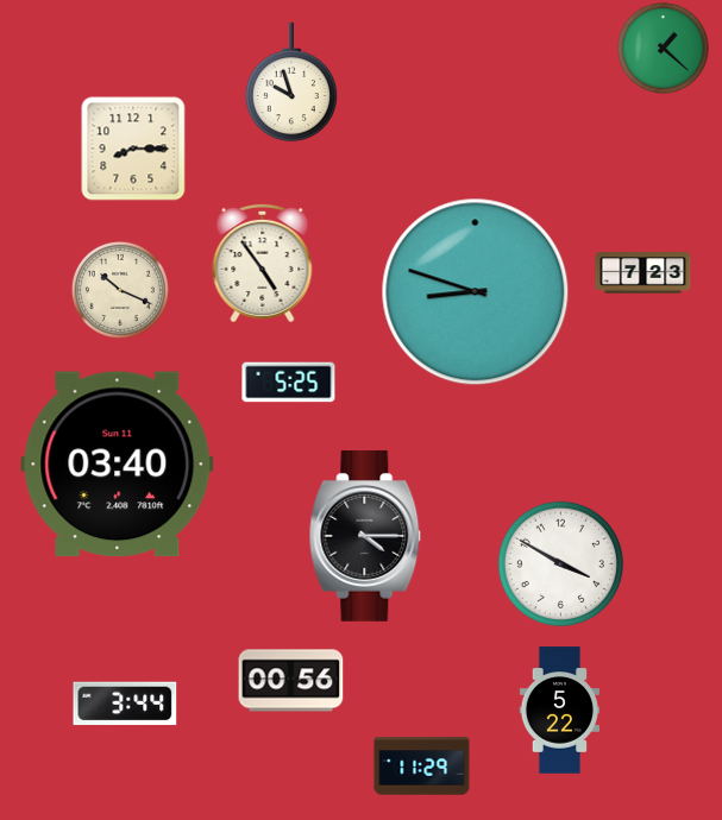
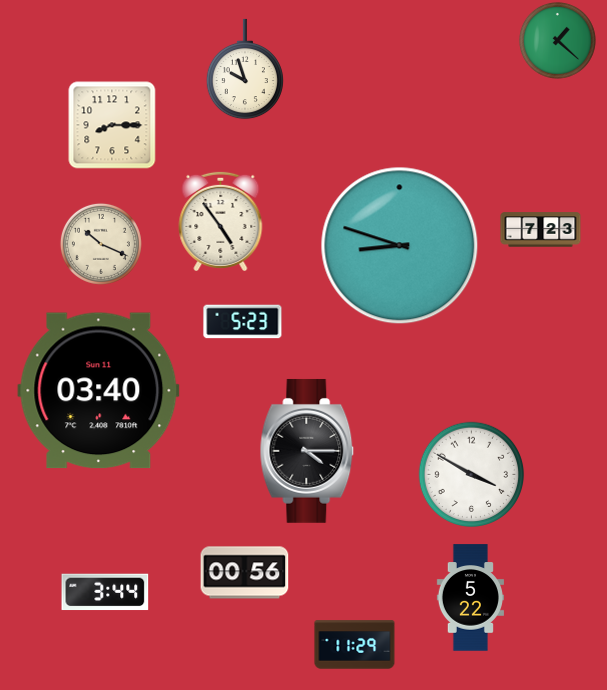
clock at (289, 383): 5:25 -> 5:23
